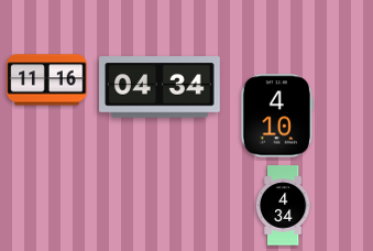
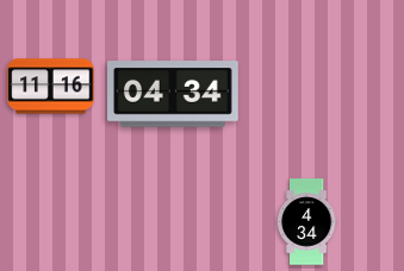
clock at (276, 116): 4:10 -> none
